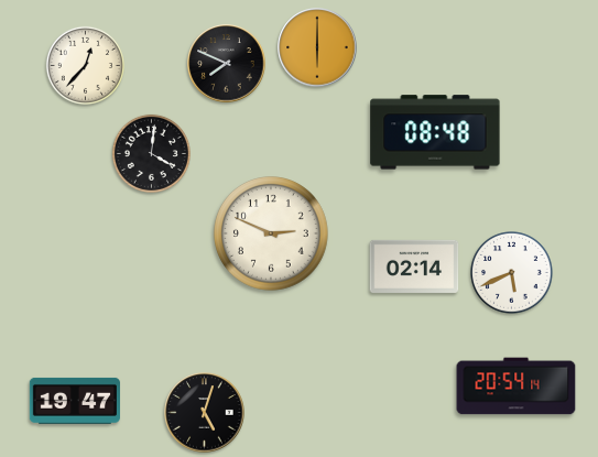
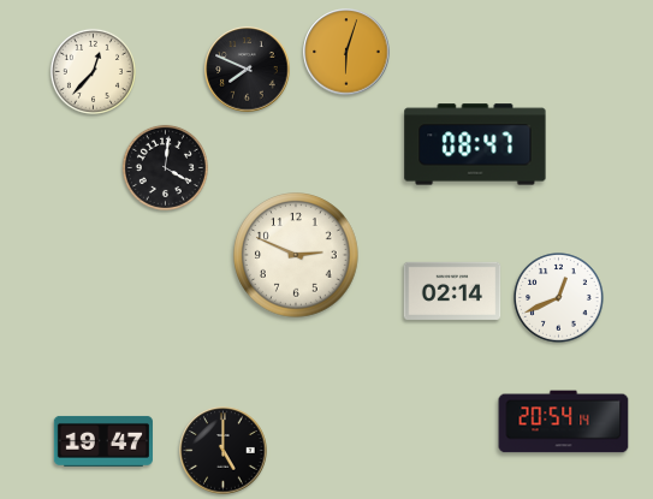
clock at (317, 47): 6:00 -> 6:03
clock at (435, 132): 08:48 -> 08:47
clock at (512, 273): 5:41 -> 12:41
clock at (75, 401) position: (75, 401) -> (103, 441)
clock at (205, 413): 5:03 -> 5:00
